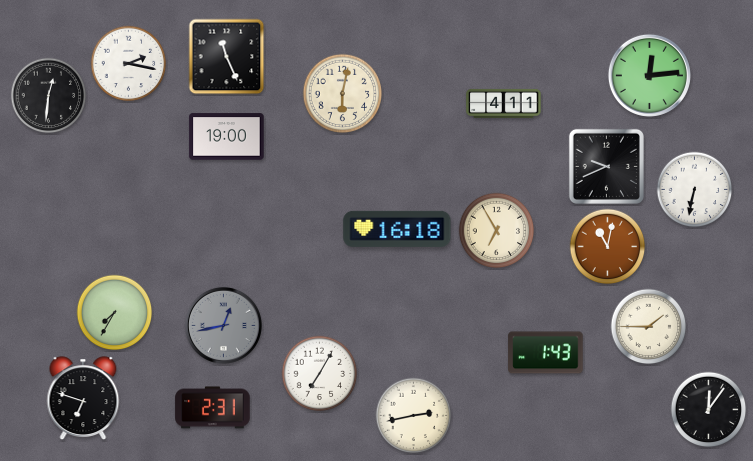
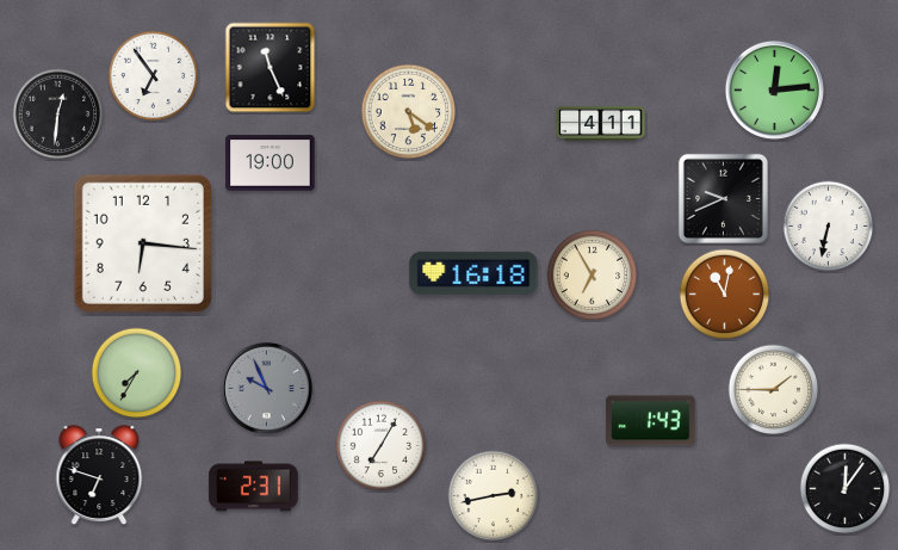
clock at (129, 64): 2:17 -> 6:54
clock at (343, 94): 6:02 -> 5:21
clock at (143, 243): none -> 6:16
clock at (223, 325): 12:43 -> 9:56
